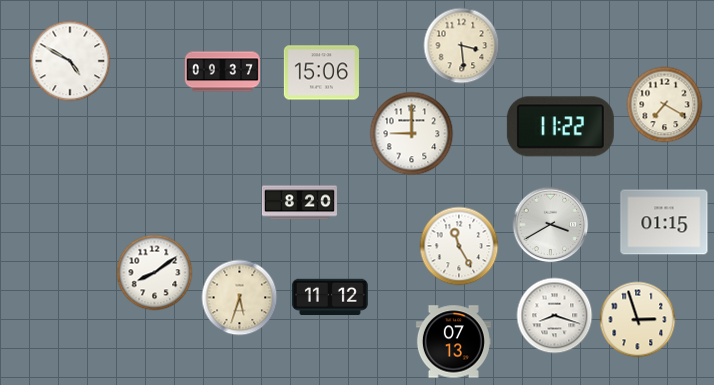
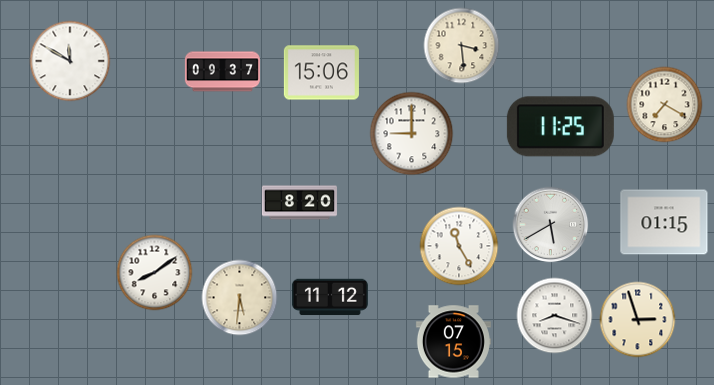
clock at (70, 61): 4:50 -> 11:50
clock at (560, 127): 11:22 -> 11:25
clock at (551, 225): 3:40 -> 5:40
clock at (240, 298): 5:33 -> 5:31
clock at (453, 342): 07:13 -> 07:15
